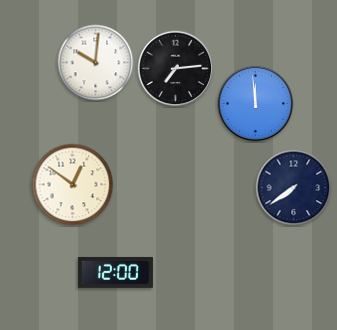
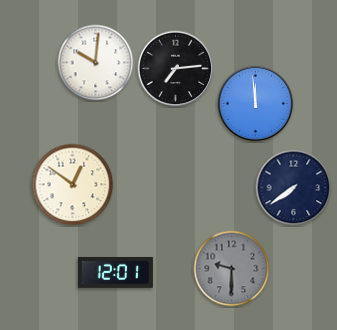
clock at (232, 269): none -> 9:30
clock at (115, 272): 12:00 -> 12:01
